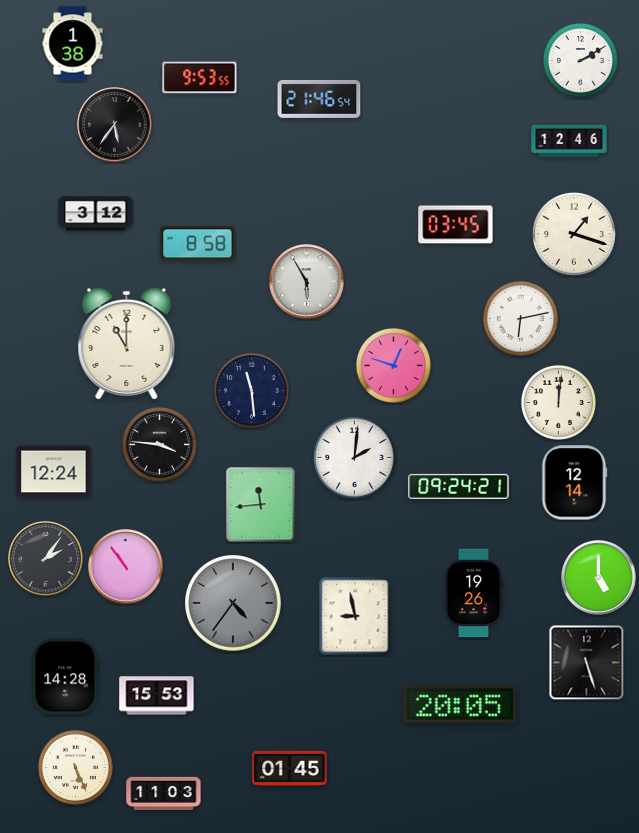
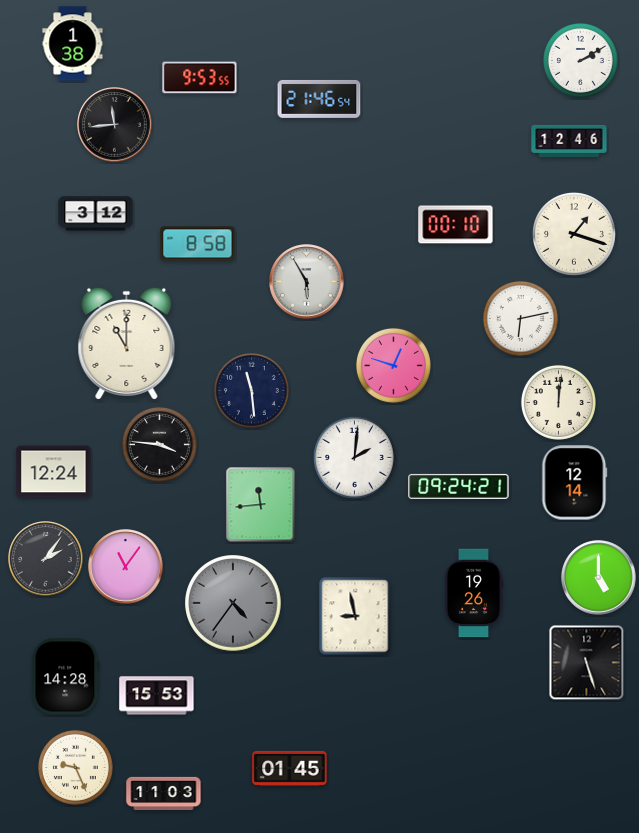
clock at (115, 125): 5:36 -> 11:44
clock at (456, 225): 03:45 -> 00:10
clock at (126, 567): 10:54 -> 11:06
clock at (460, 704): 20:05 -> none
clock at (75, 767): 5:26 -> 9:26
